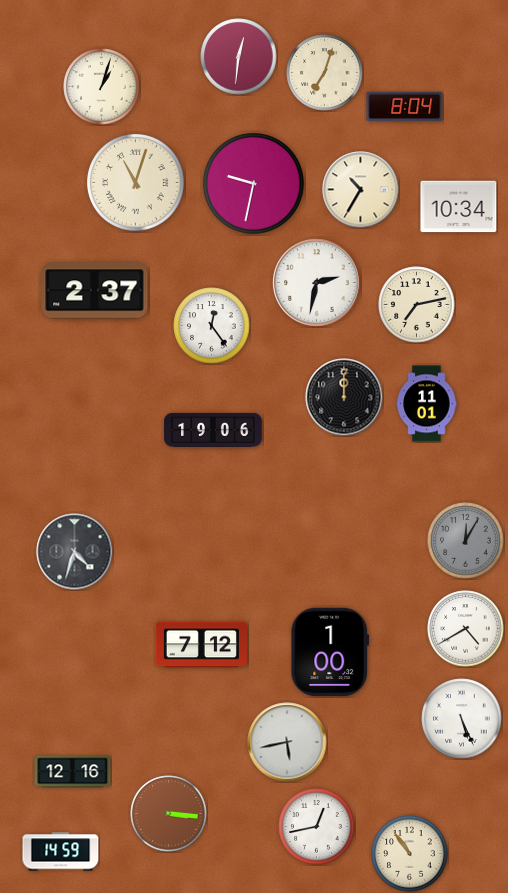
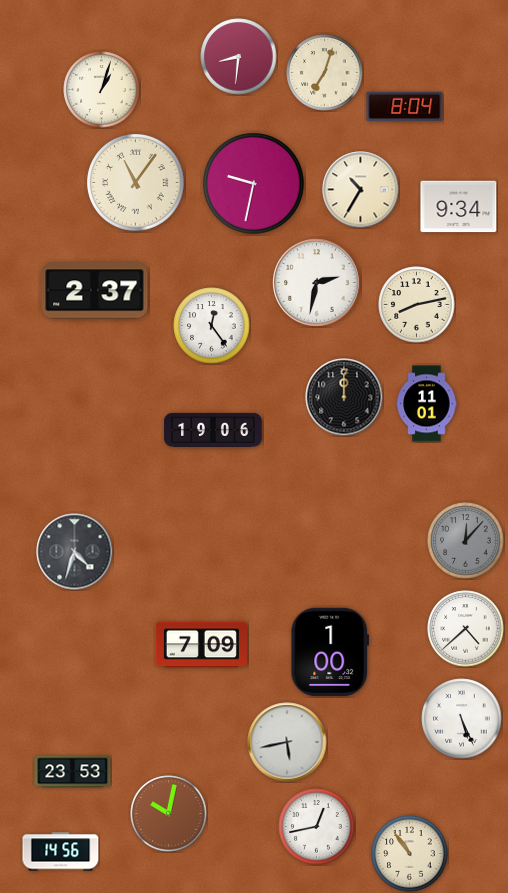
clock at (239, 57): 12:31 -> 8:31
clock at (102, 87) position: (102, 87) -> (102, 90)
clock at (136, 183): 11:03 -> 11:06
clock at (459, 207): 10:34 -> 9:34
clock at (417, 305): 7:13 -> 8:13
clock at (466, 541): 12:05 -> 12:07
clock at (466, 629): 4:40 -> 4:38
clock at (201, 645): 7:12 -> 7:09
clock at (73, 772): 12:16 -> 23:53
clock at (169, 814): 3:16 -> 10:02
clock at (61, 852): 14:59 -> 14:56
